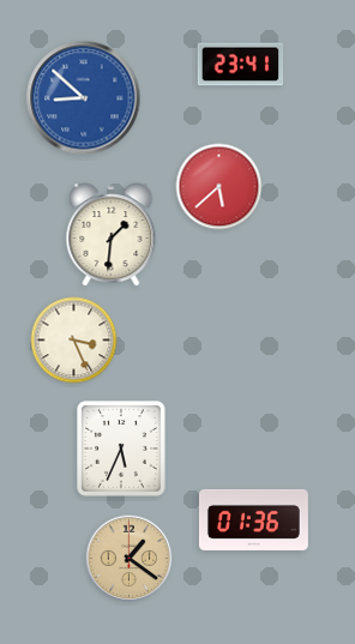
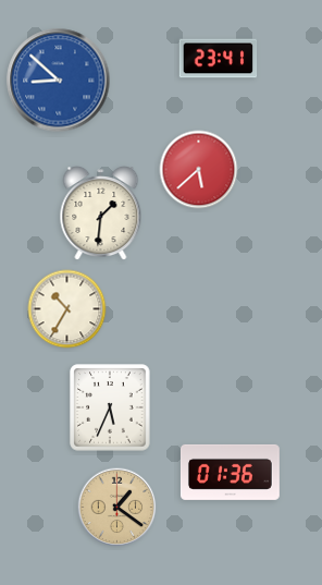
clock at (84, 98) position: (84, 98) -> (59, 81)
clock at (74, 341): 3:26 -> 10:35
